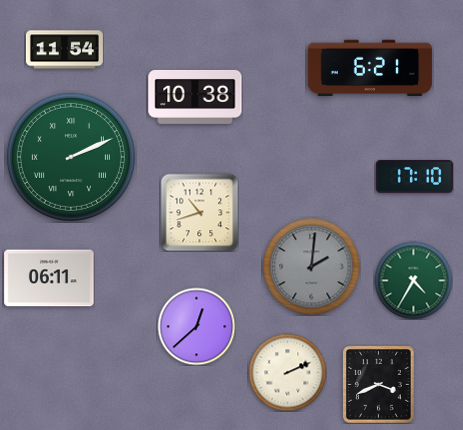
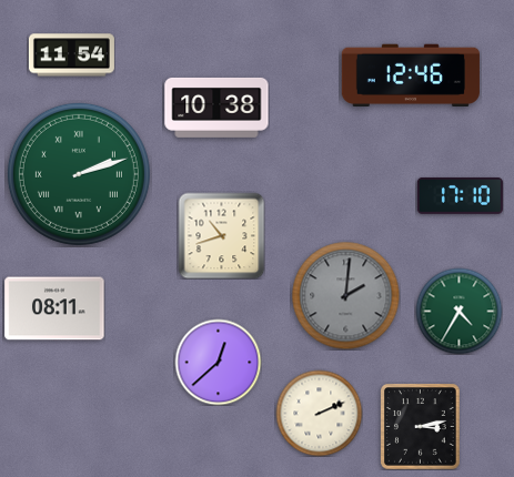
clock at (370, 67): 6:21 -> 12:46
clock at (71, 157): 2:11 -> 2:12
clock at (49, 278): 06:11 -> 08:11
clock at (379, 385): 3:41 -> 3:13
